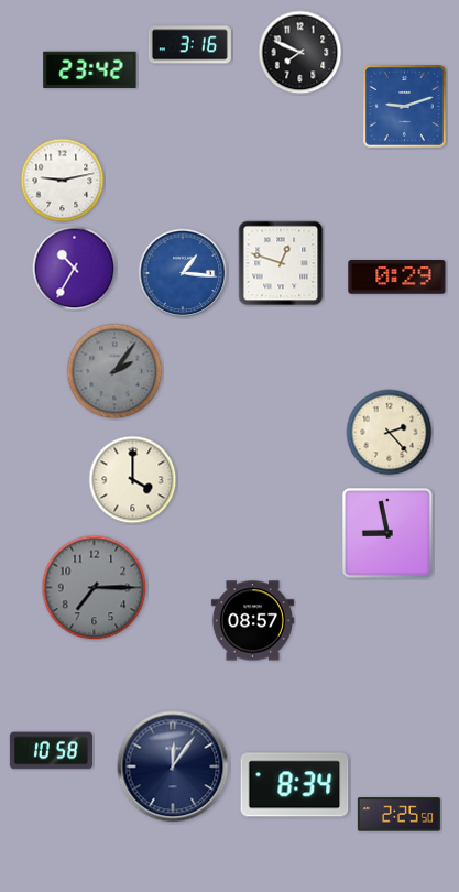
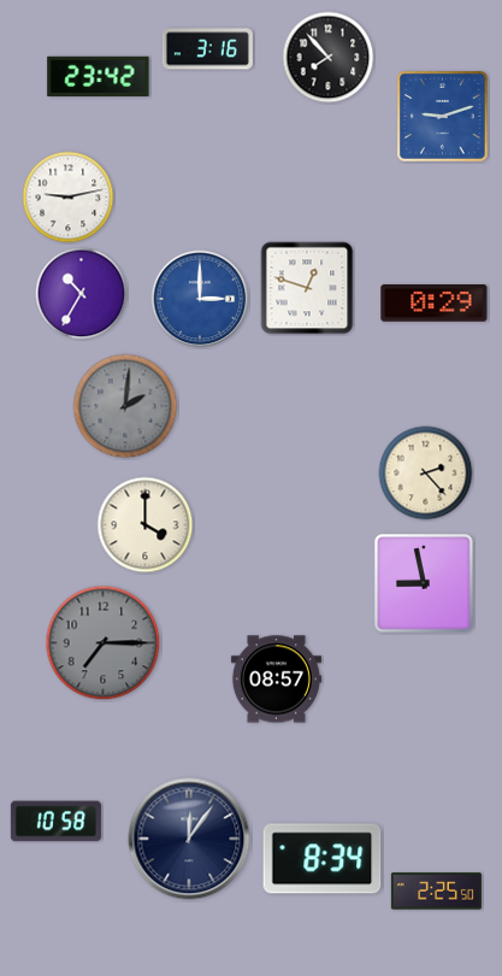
clock at (300, 53): 7:49 -> 7:53
clock at (183, 273): 1:16 -> 3:00
clock at (114, 371): 2:06 -> 2:01
